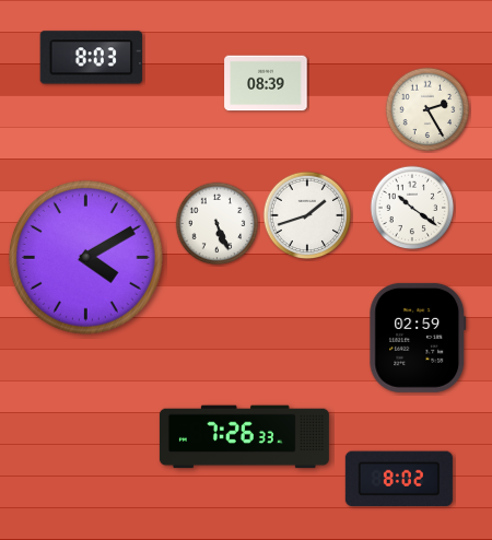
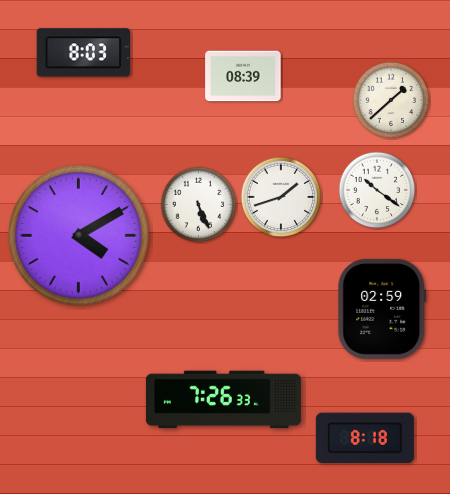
clock at (427, 109): 2:25 -> 1:38
clock at (399, 479): 8:02 -> 8:18
